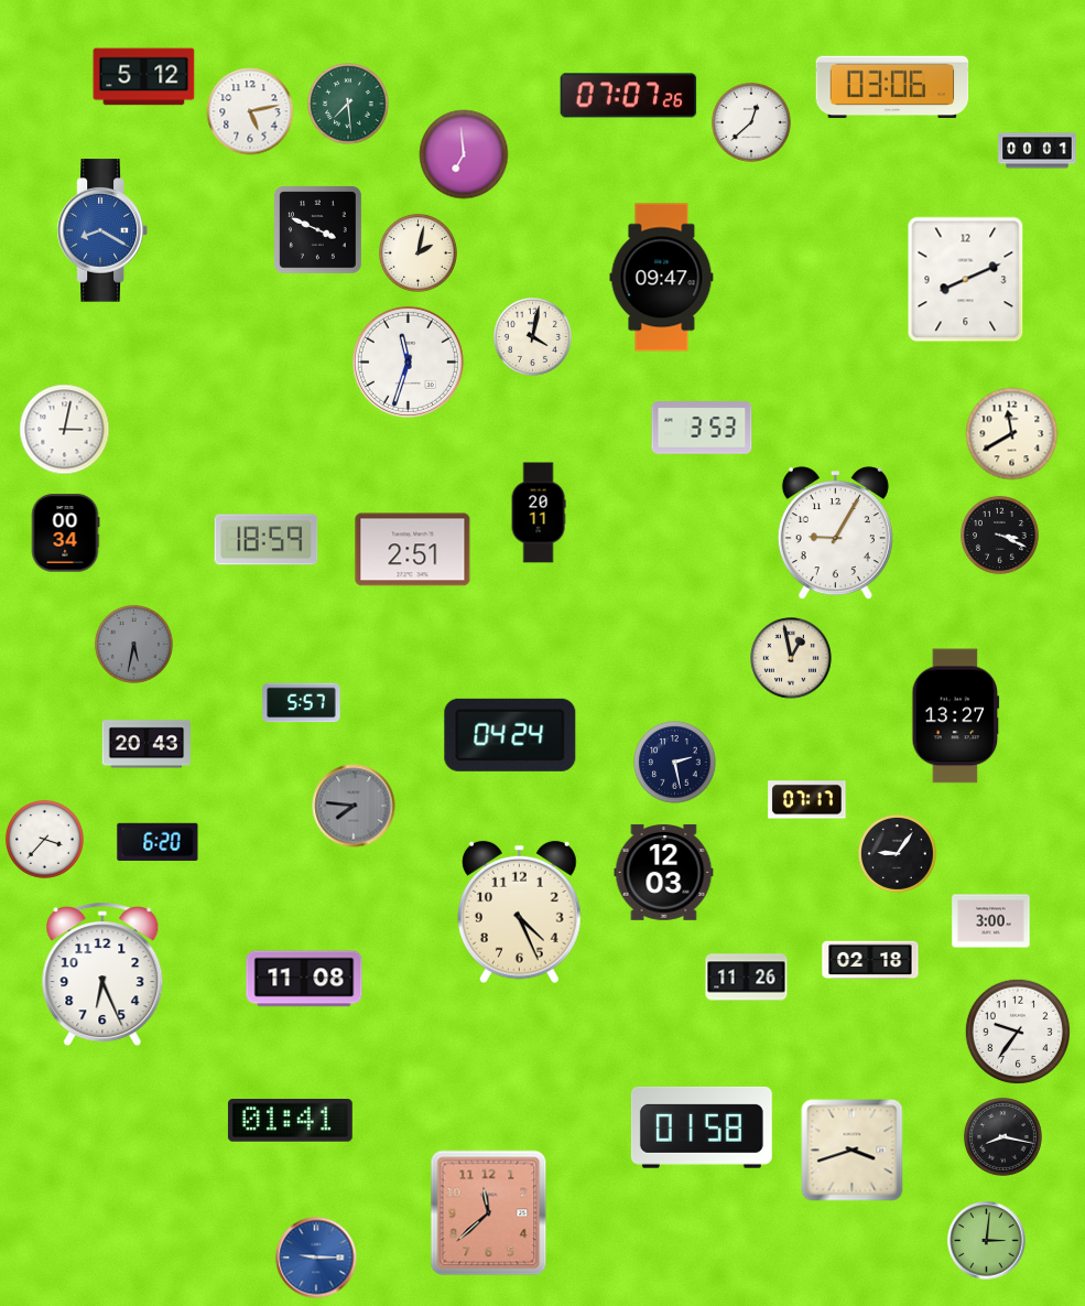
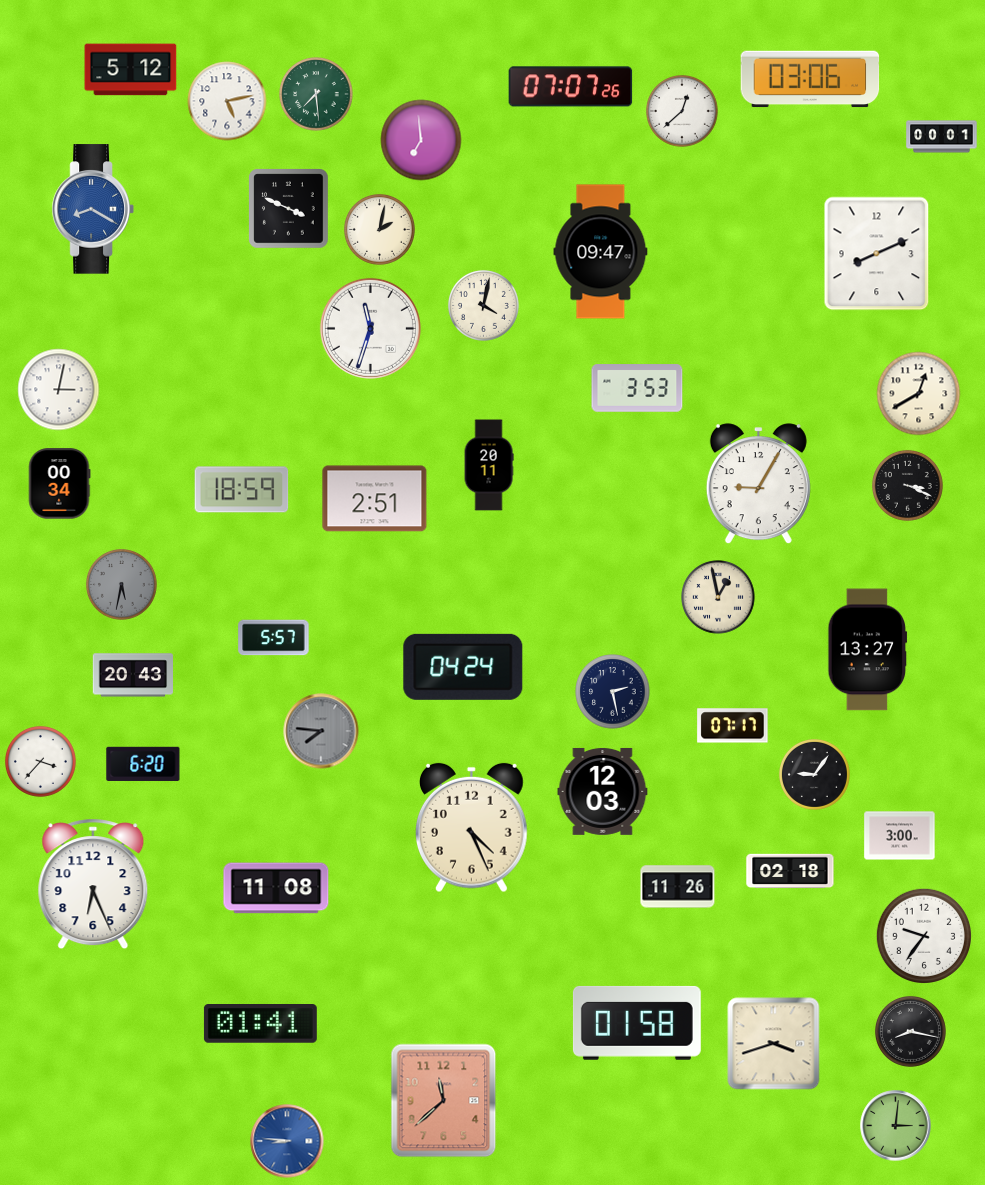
clock at (1012, 434): 11:40 -> 12:40
clock at (290, 1121) position: (290, 1121) -> (260, 1024)
clock at (316, 1258): 9:15 -> 8:46
